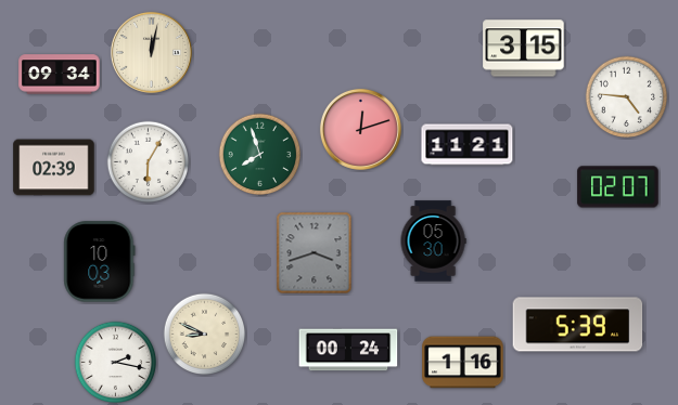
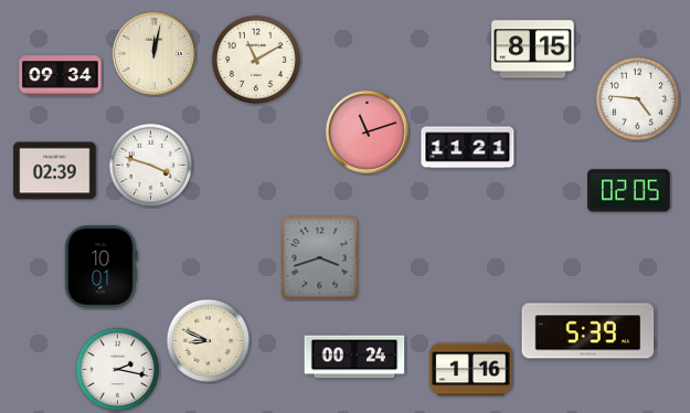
clock at (524, 49): 3:15 -> 8:15
clock at (256, 60): none -> 11:10
clock at (360, 129): 12:12 -> 11:12
clock at (468, 145) position: (468, 145) -> (468, 148)
clock at (260, 155): 7:57 -> none
clock at (149, 162): 6:05 -> 3:48
clock at (618, 187): 02:07 -> 02:05
clock at (433, 241): 05:30 -> none
clock at (100, 262): 10:03 -> 10:01
